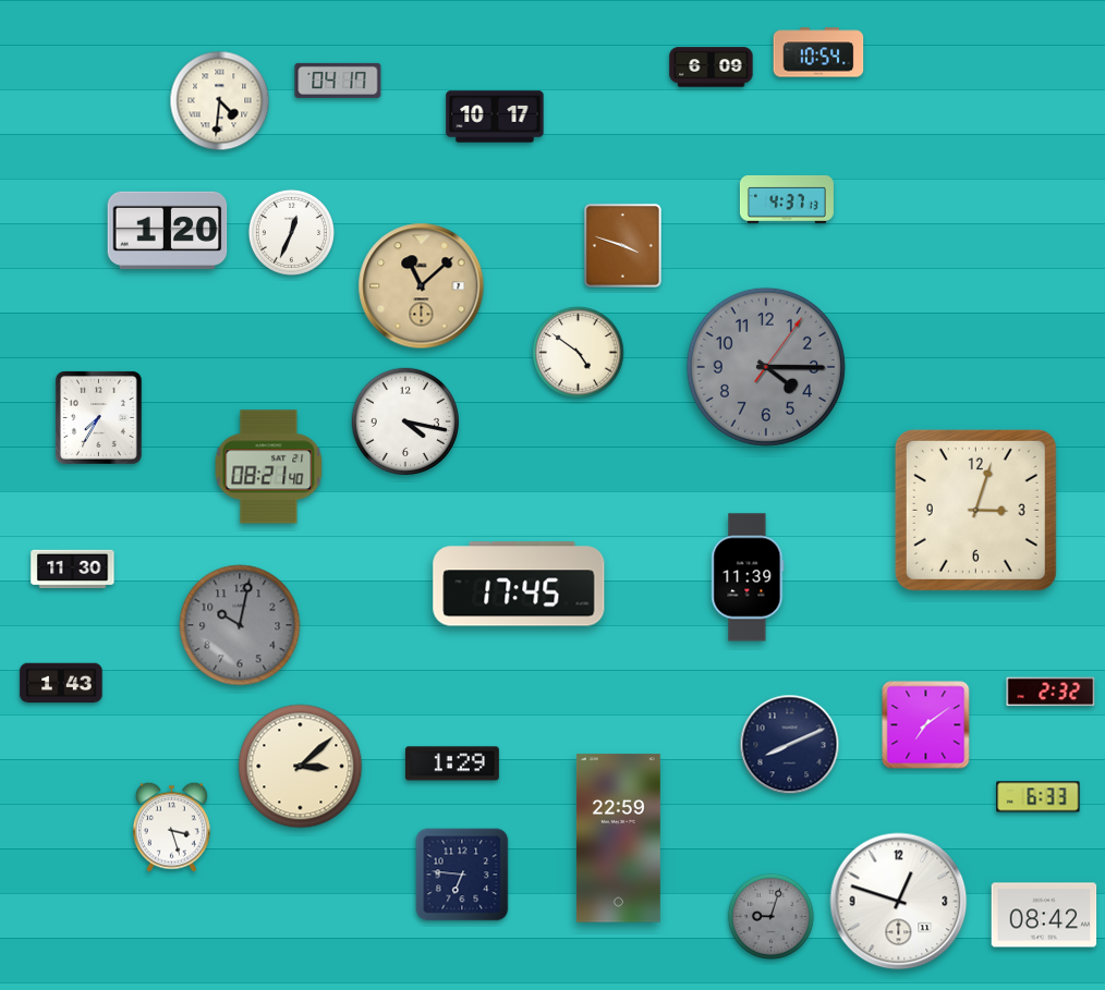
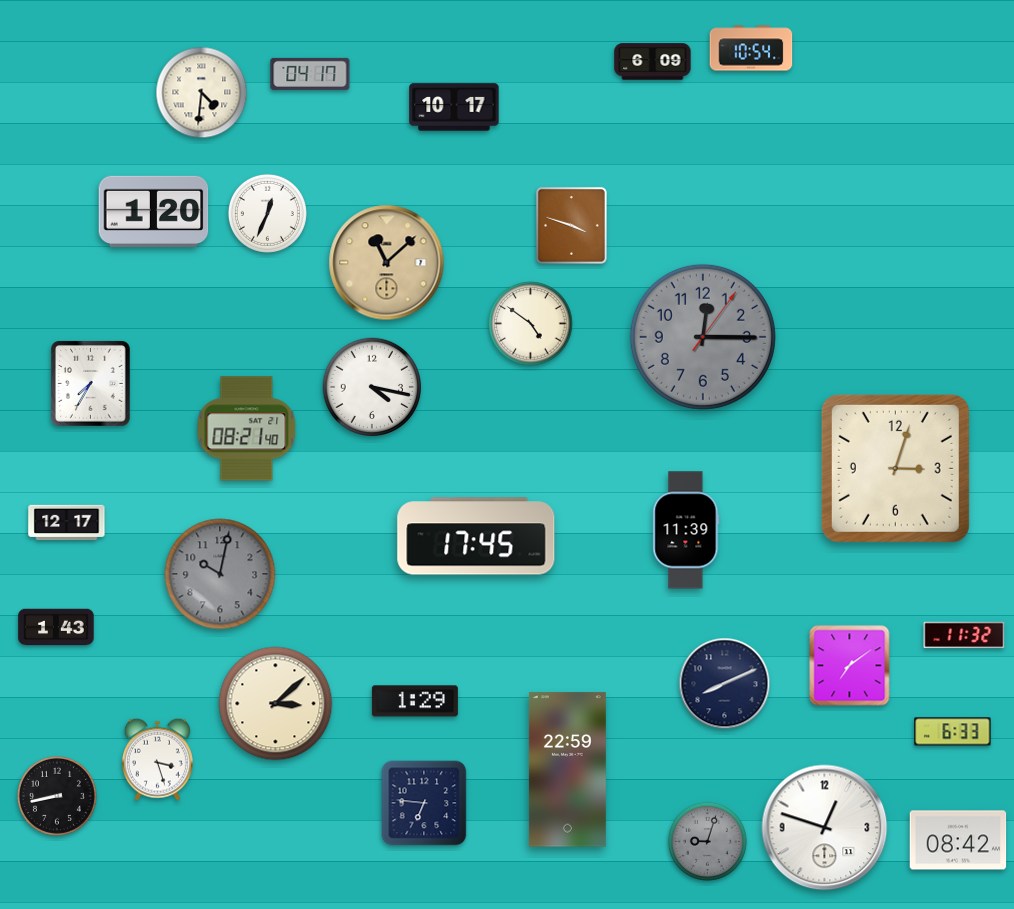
clock at (787, 199): 4:37 -> none
clock at (766, 367): 4:15 -> 12:15
clock at (73, 570): 11:30 -> 12:17
clock at (1051, 692): 2:32 -> 11:32
clock at (57, 796): none -> 8:43
